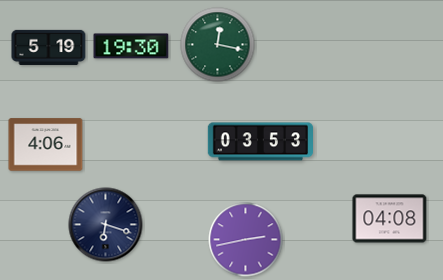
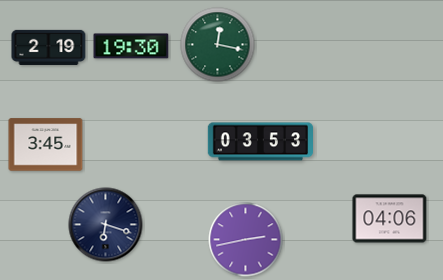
clock at (49, 47): 5:19 -> 2:19
clock at (46, 145): 4:06 -> 3:45
clock at (390, 219): 04:08 -> 04:06
